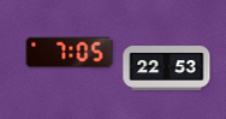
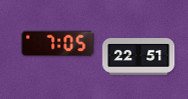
clock at (167, 69): 22:53 -> 22:51
